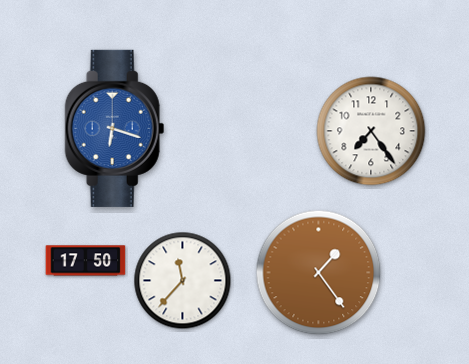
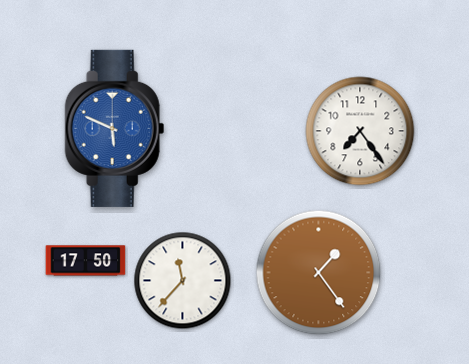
clock at (115, 128): 6:18 -> 5:49
clock at (371, 131) position: (371, 131) -> (360, 131)
